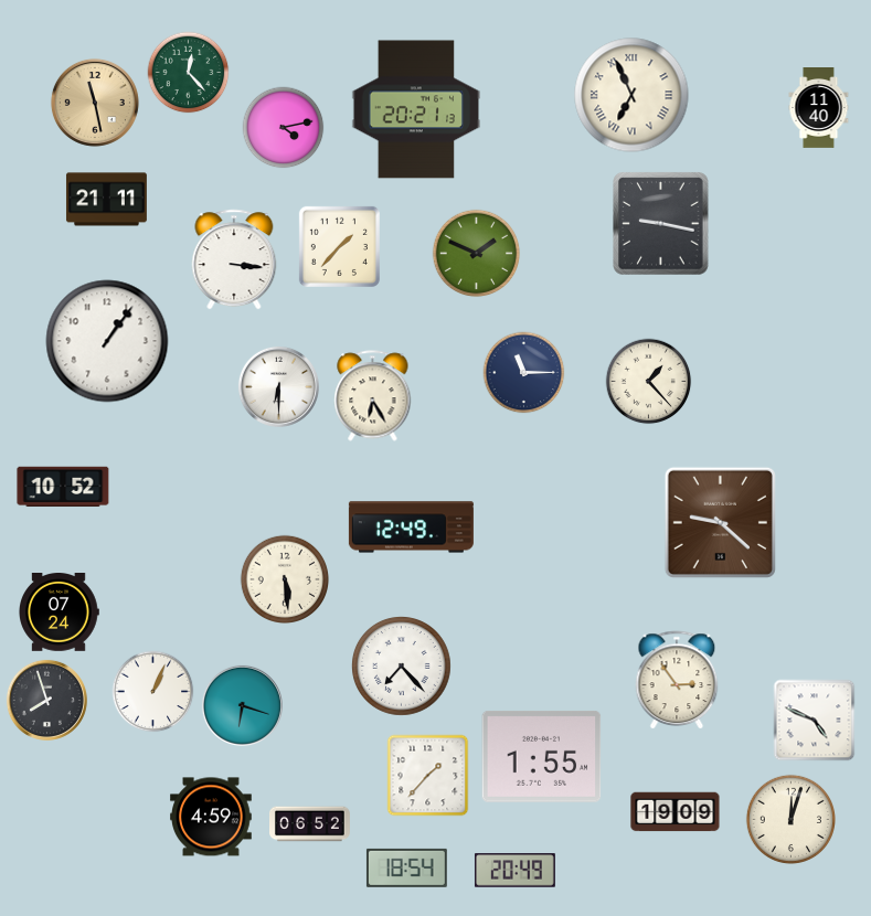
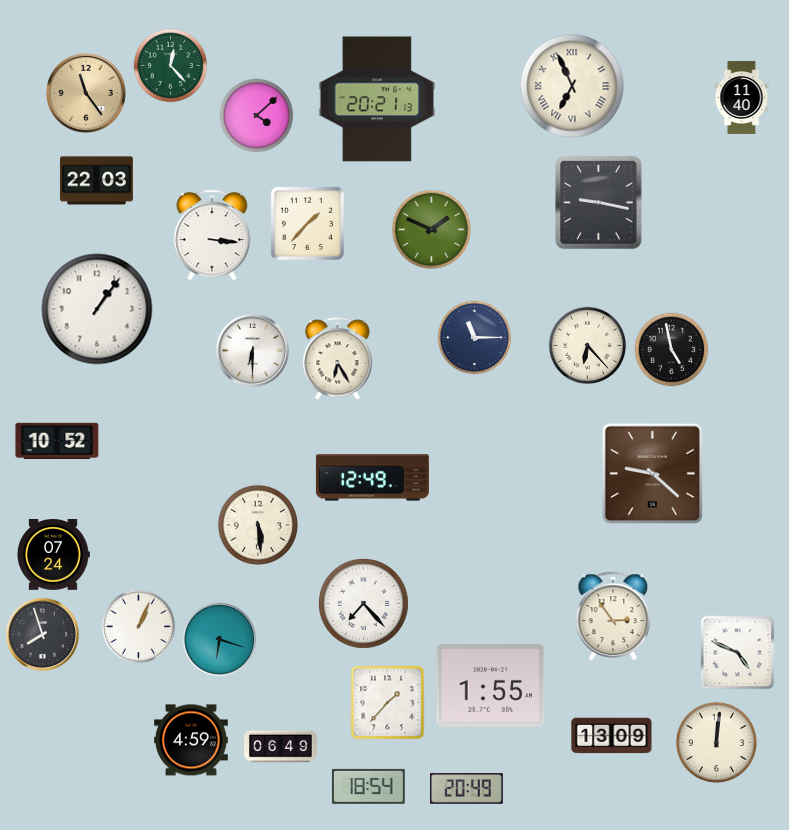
clock at (95, 103): 11:28 -> 11:24
clock at (284, 128): 4:13 -> 4:08
clock at (107, 200): 21:11 -> 22:03
clock at (649, 382): 1:23 -> 6:23
clock at (672, 350): none -> 4:58
clock at (676, 812): 19:09 -> 13:09
clock at (790, 819): 12:03 -> 12:01
clock at (310, 824): 06:52 -> 06:49
